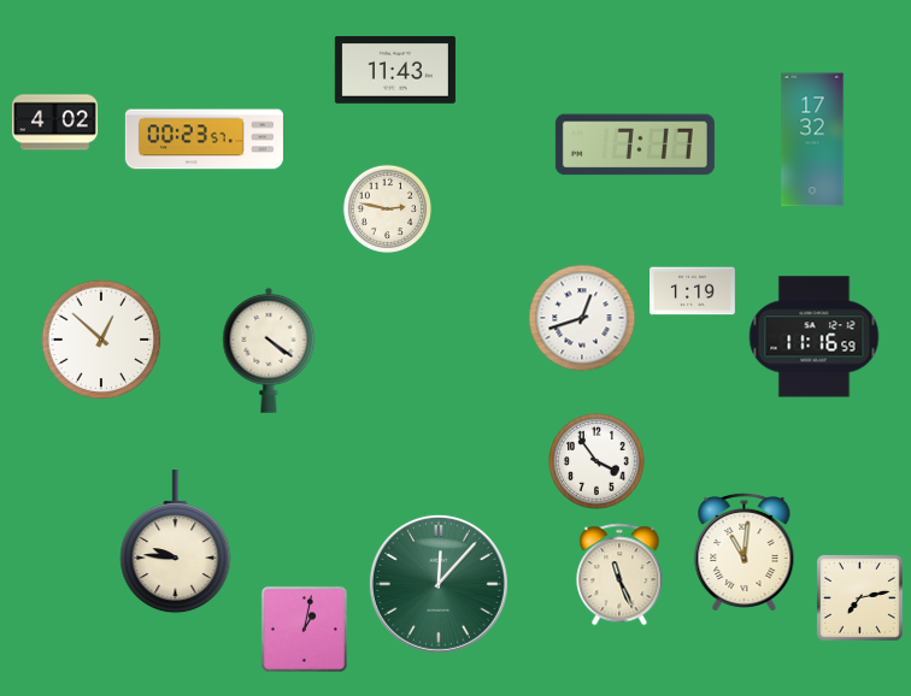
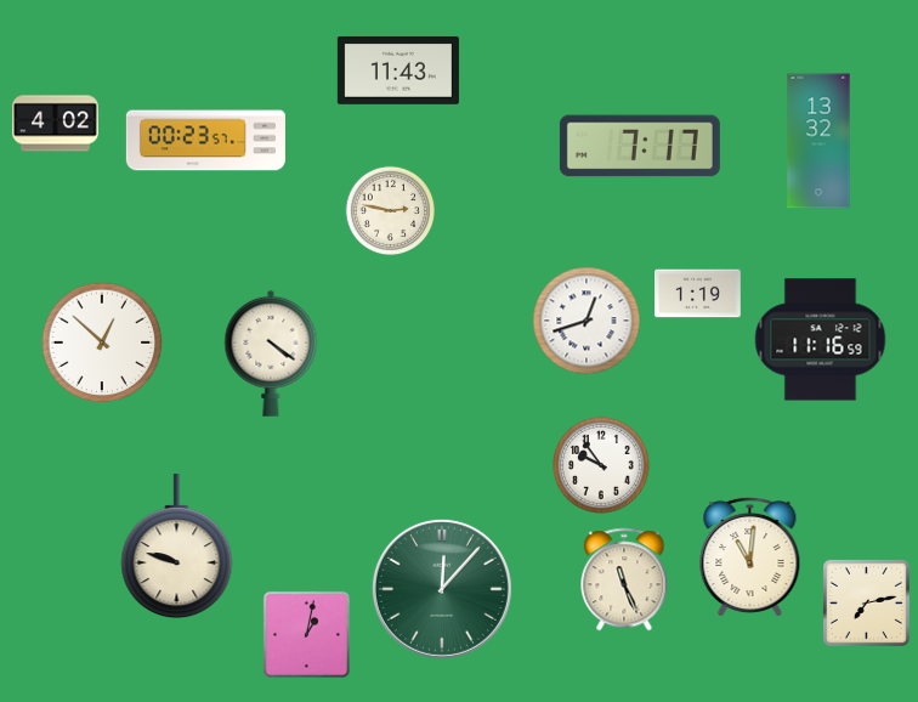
clock at (812, 140): 17:32 -> 13:32
clock at (596, 461): 3:54 -> 9:54
clock at (176, 542): 9:46 -> 9:48
